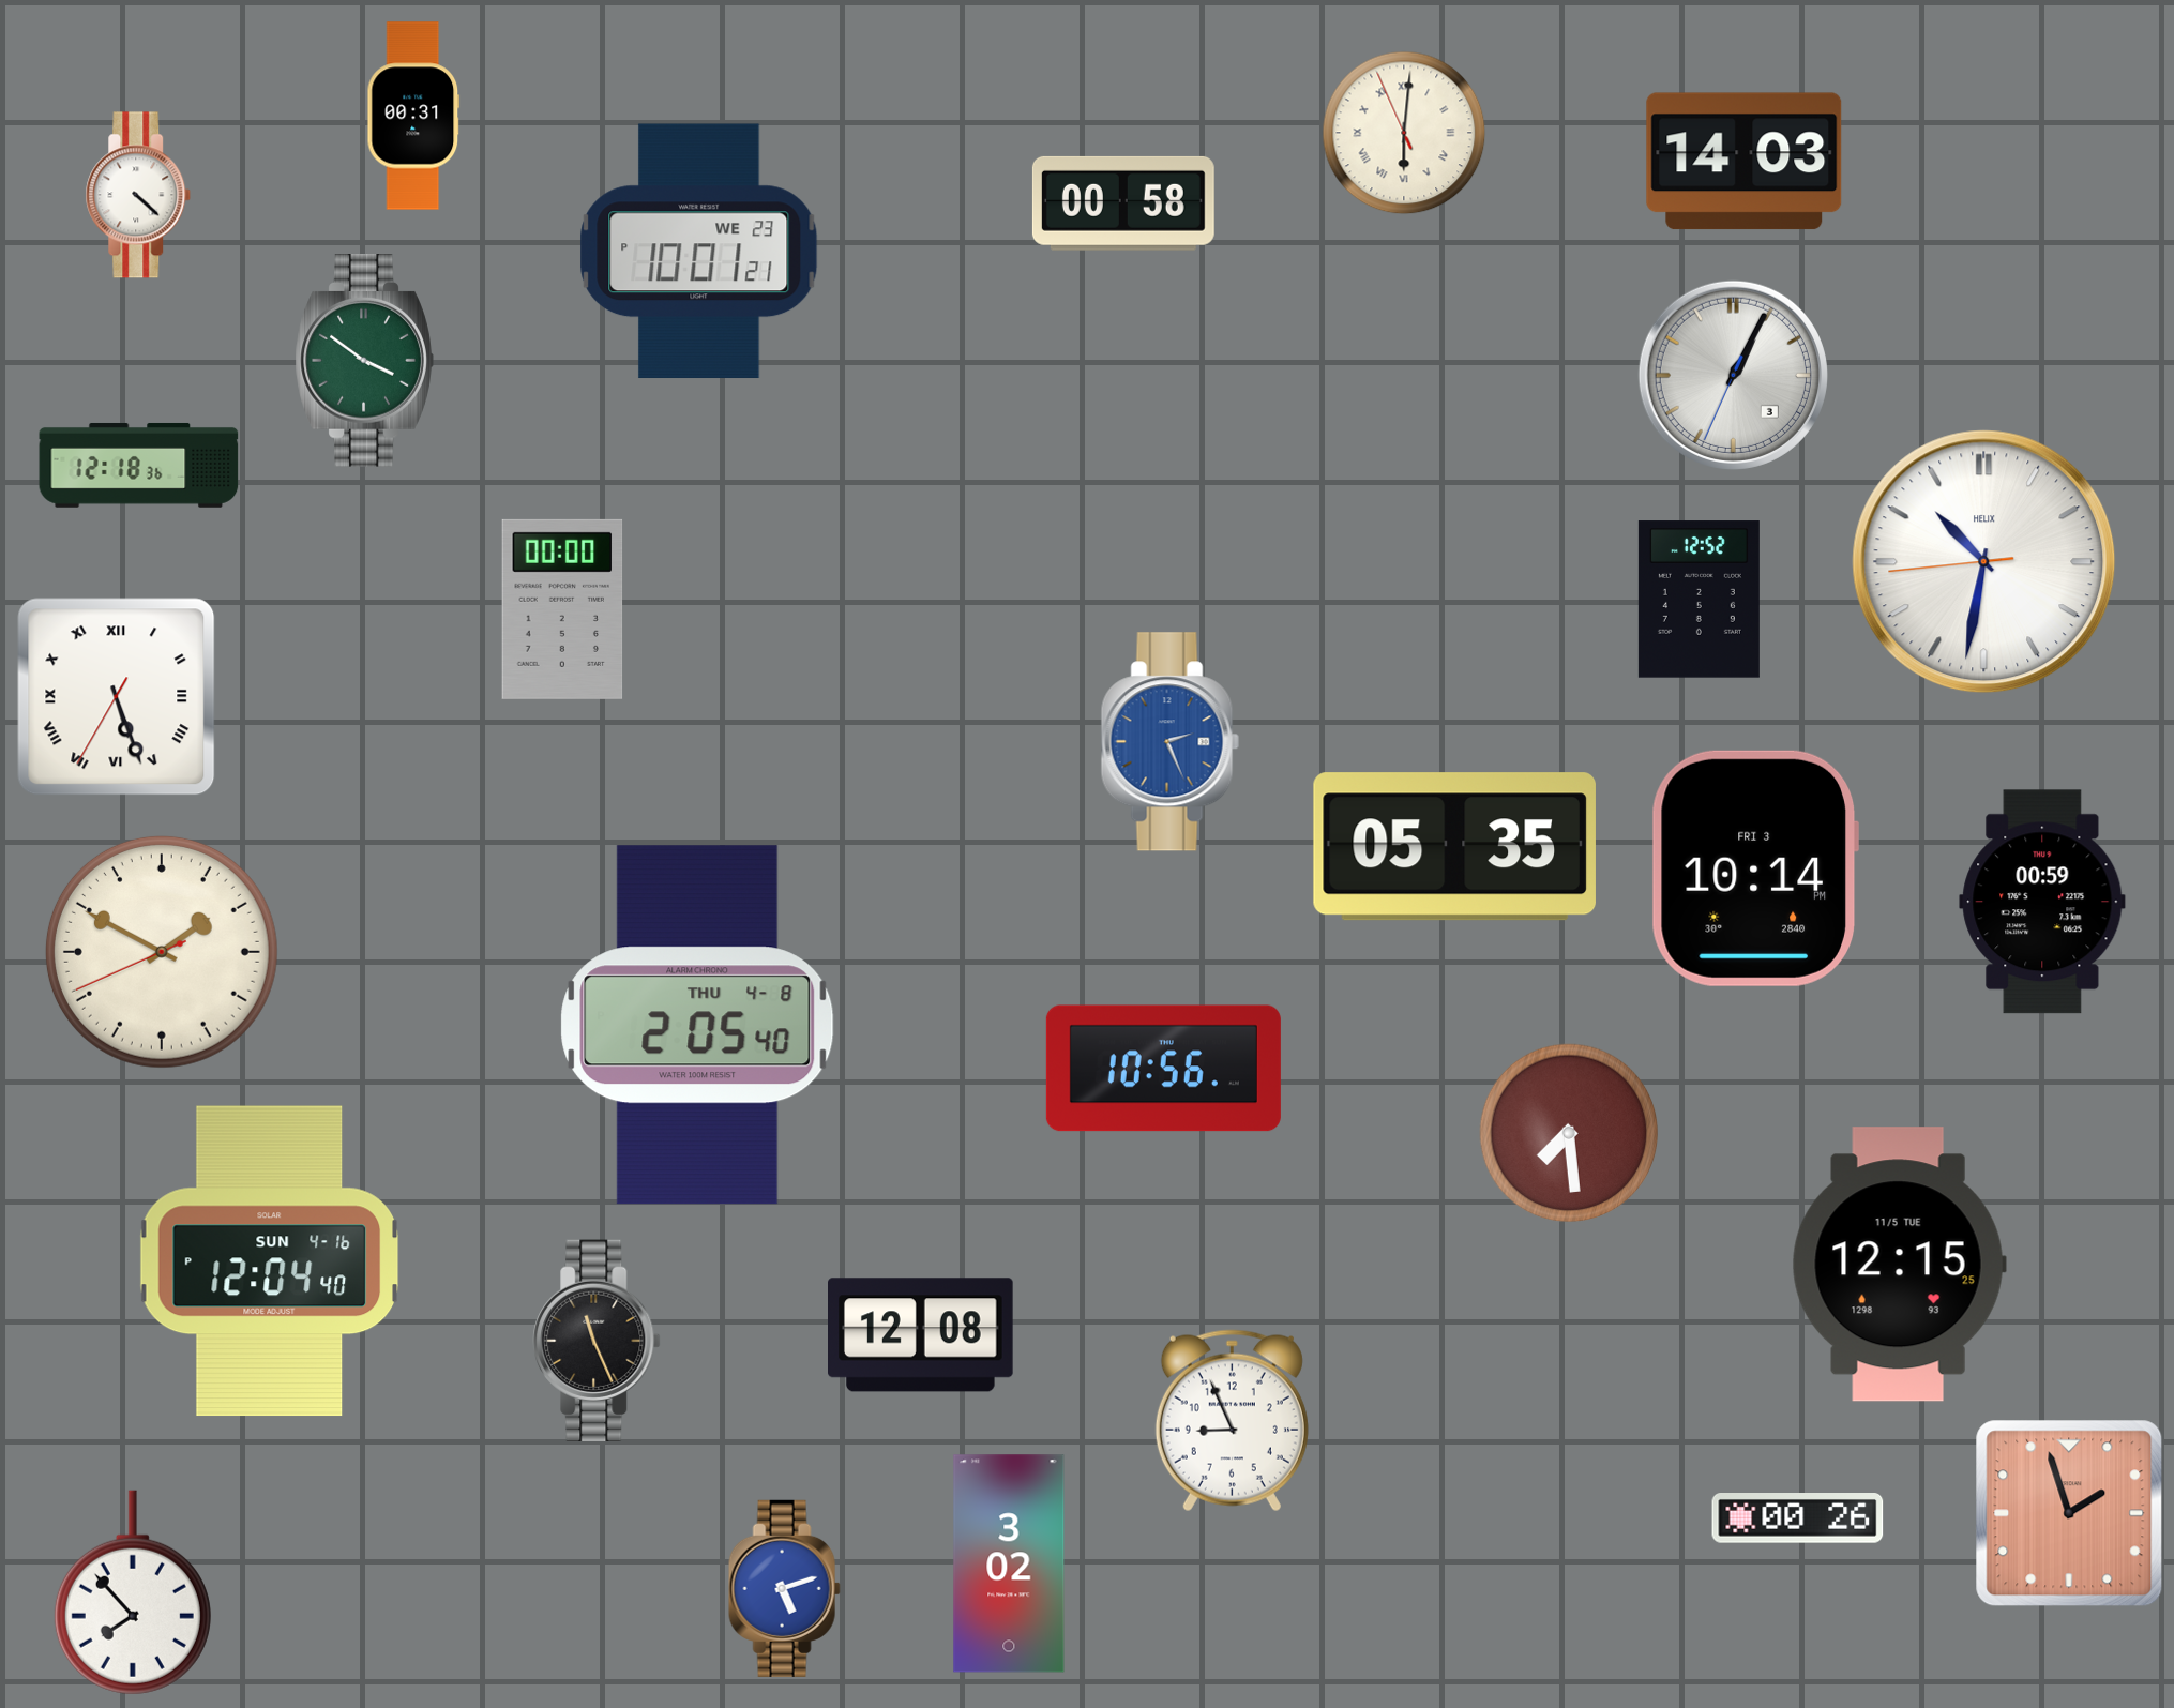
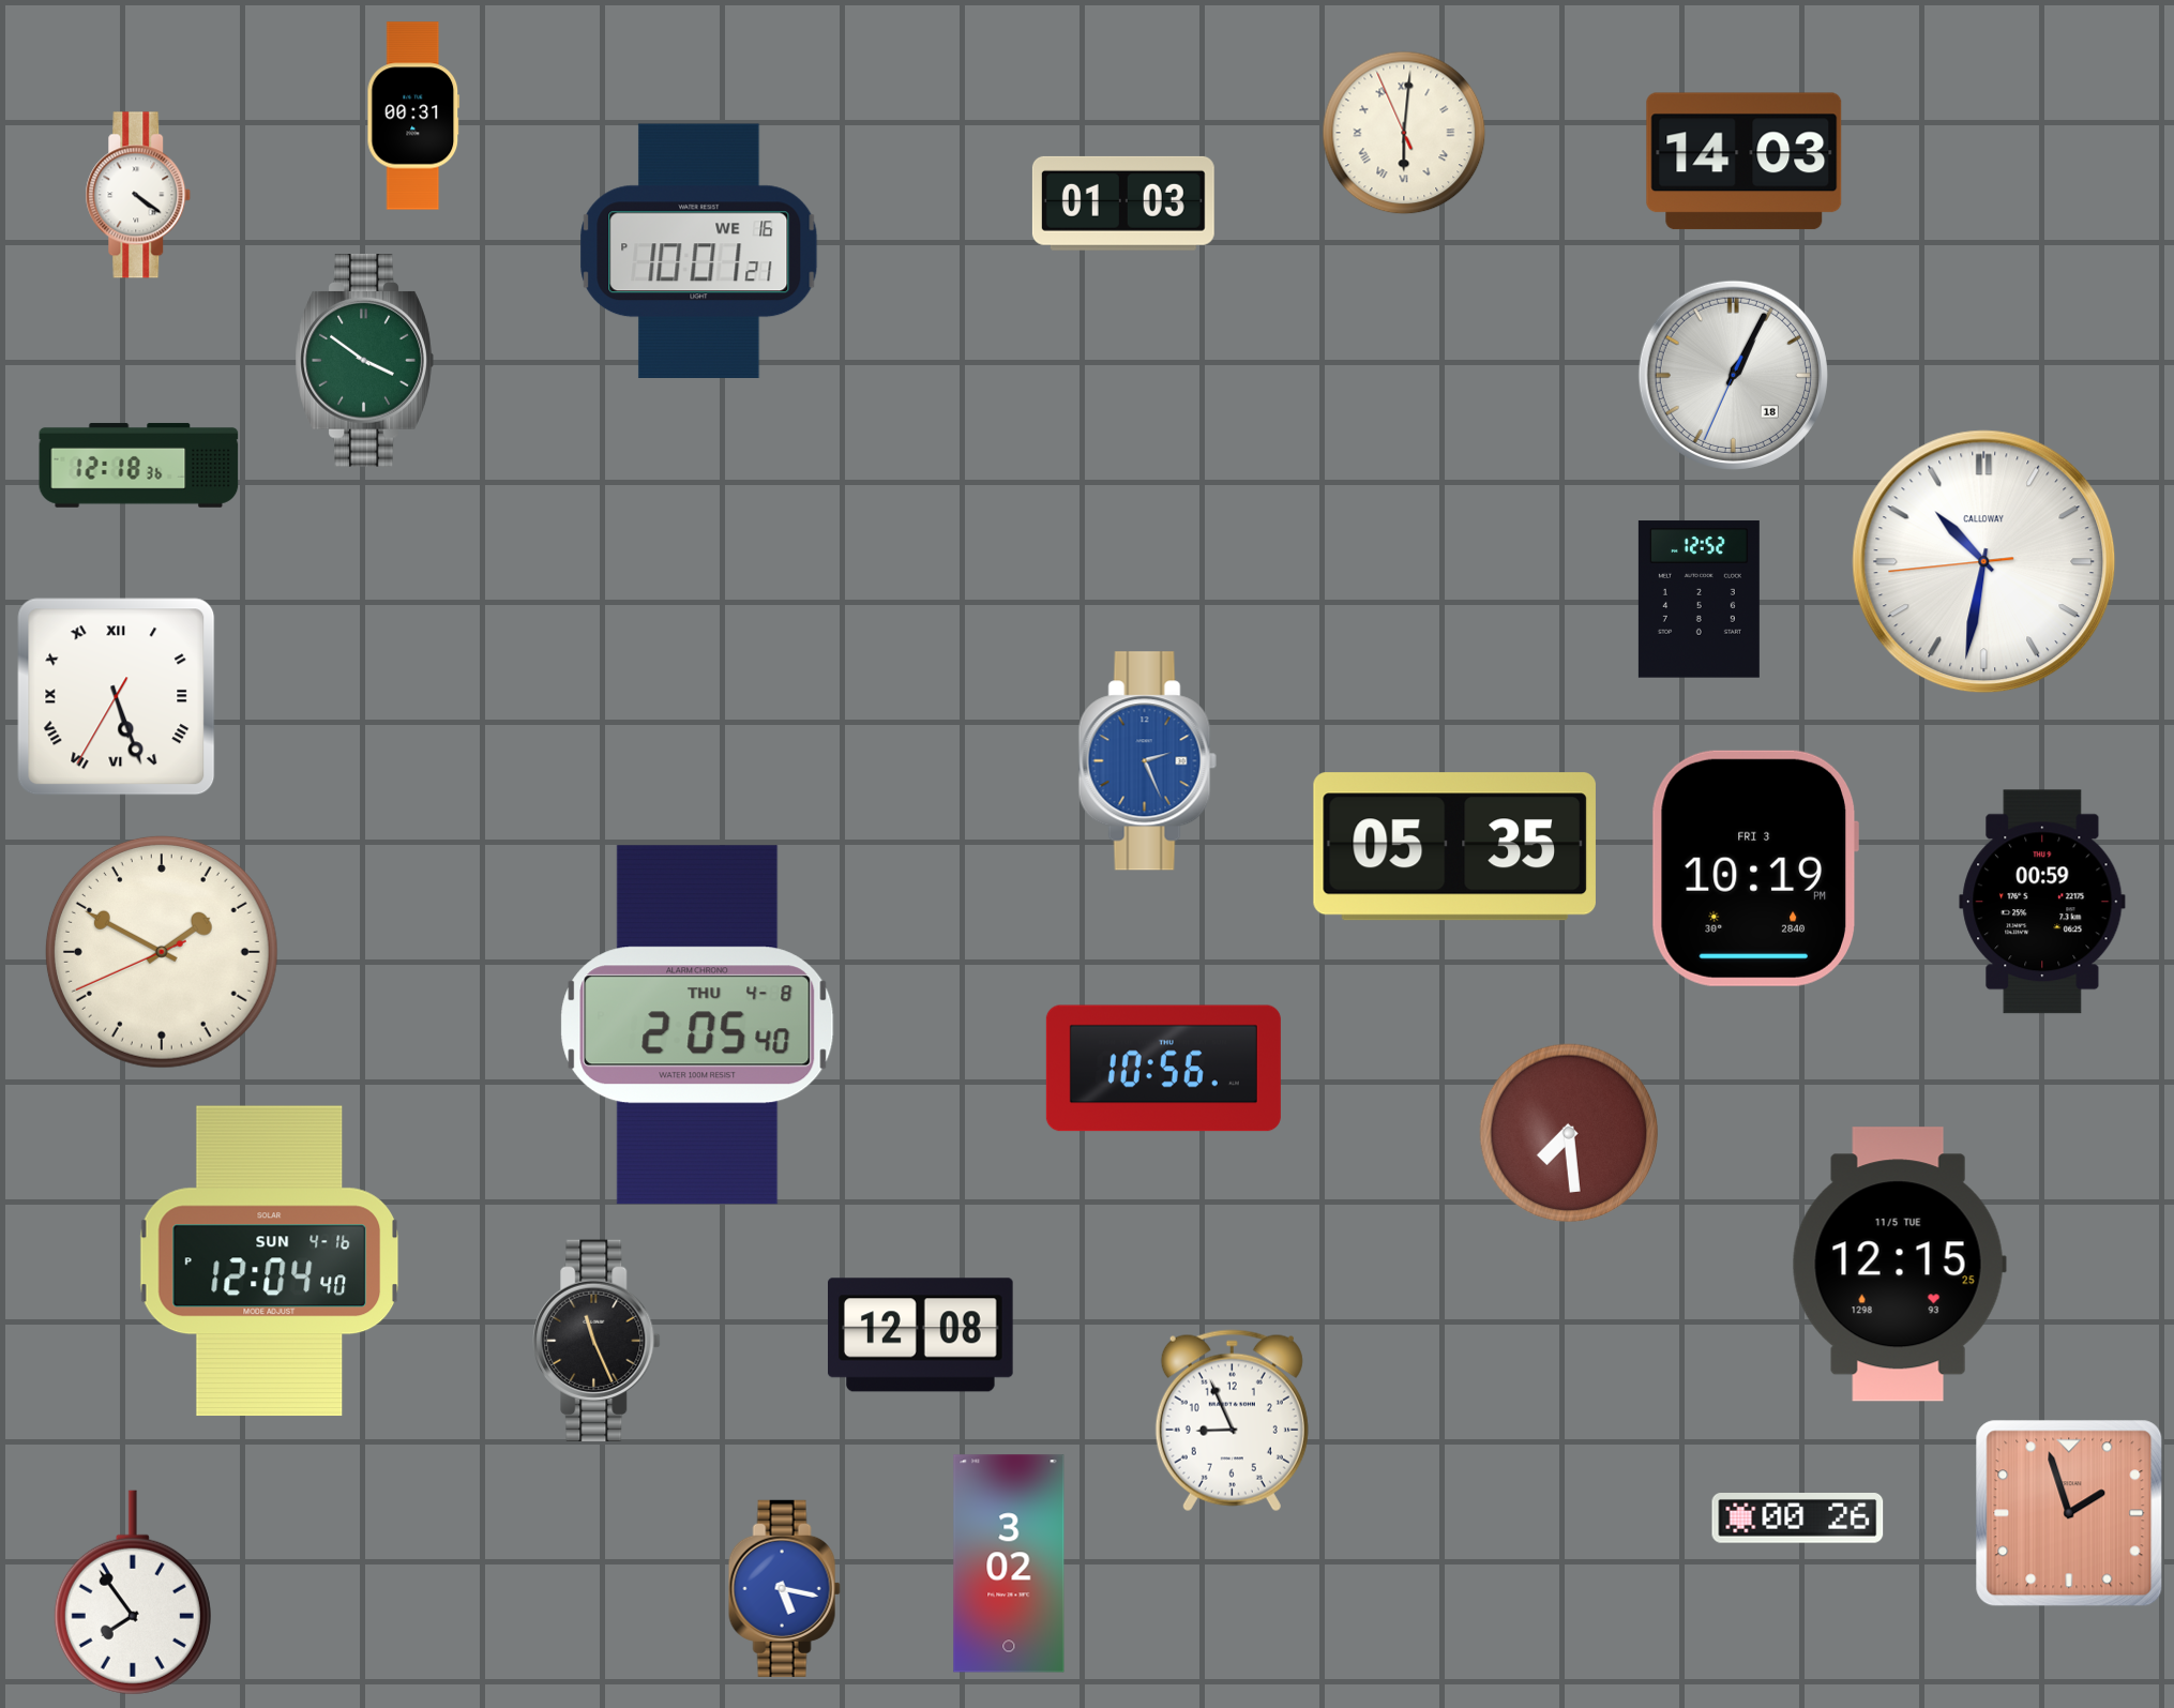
clock at (138, 195): 4:22 -> 4:21
clock at (1123, 203): 00:58 -> 01:03
clock at (699, 252) date: WE 23 -> WE 16
clock at (1733, 375) date: 3 -> 18
clock at (1984, 562) brand: HELIX -> CALLOWAY
clock at (562, 609): 00:00 -> none
clock at (1169, 742) position: (1169, 742) -> (1147, 761)
clock at (1755, 868): 10:14 -> 10:19
clock at (784, 1588): 5:12 -> 5:17
clock at (133, 1592): 7:53 -> 7:54
